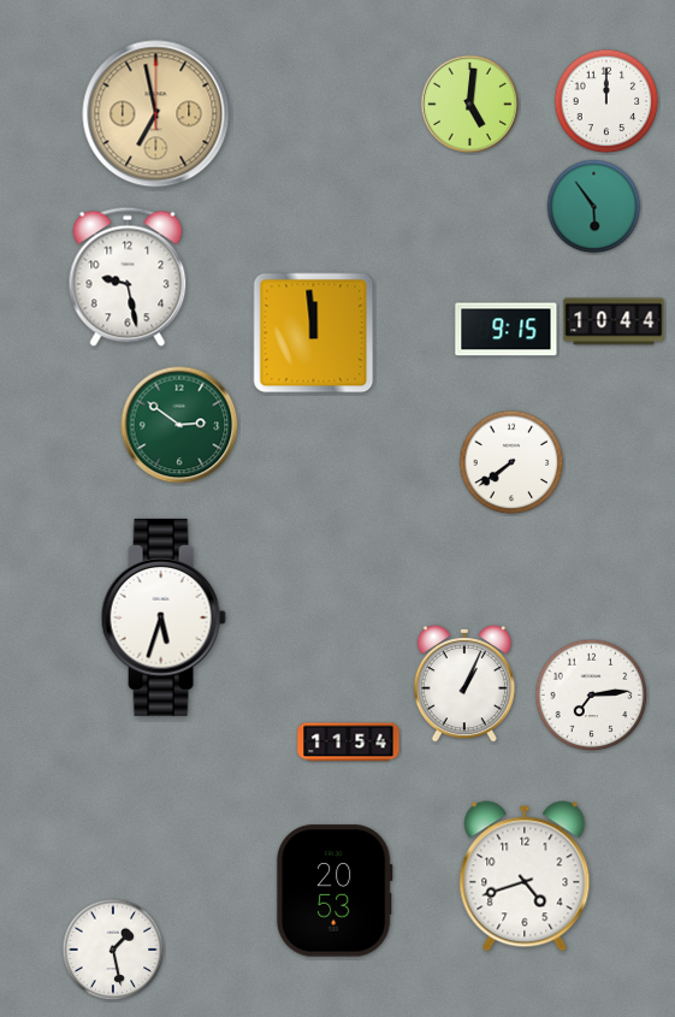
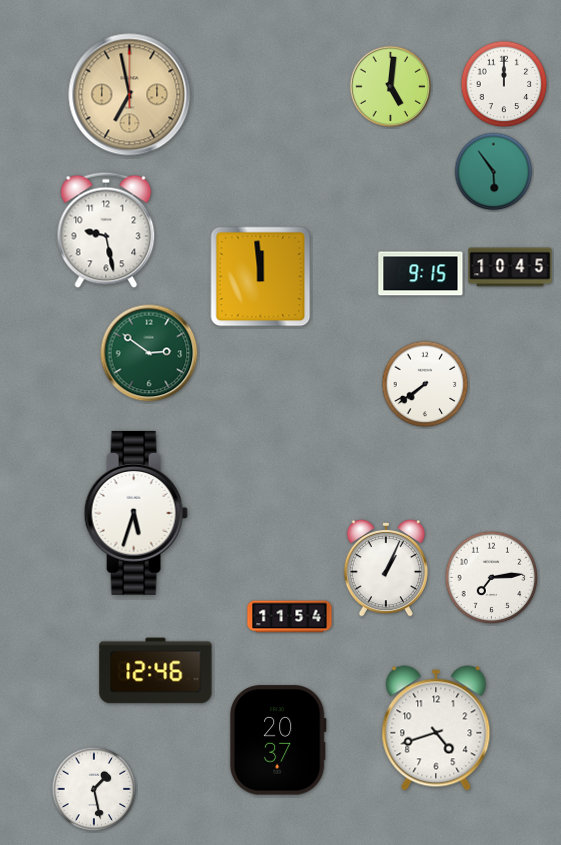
clock at (614, 321): 10:44 -> 10:45
clock at (156, 671): none -> 12:46
clock at (334, 891): 20:53 -> 20:37
